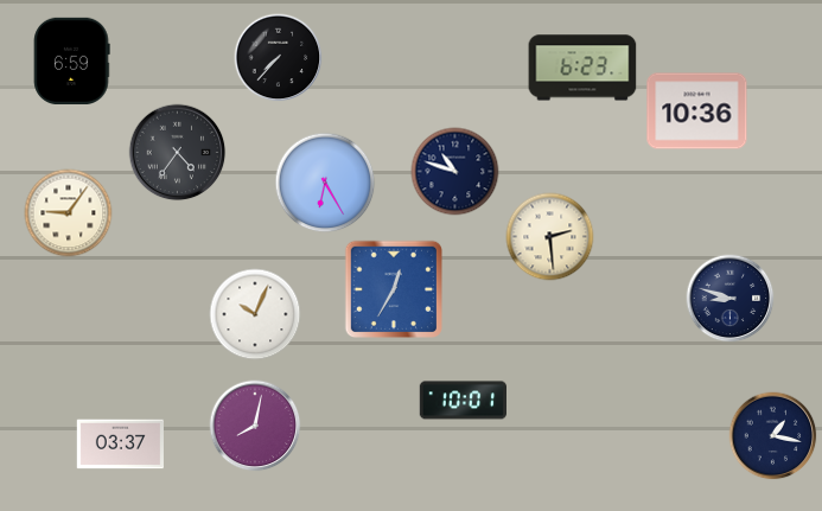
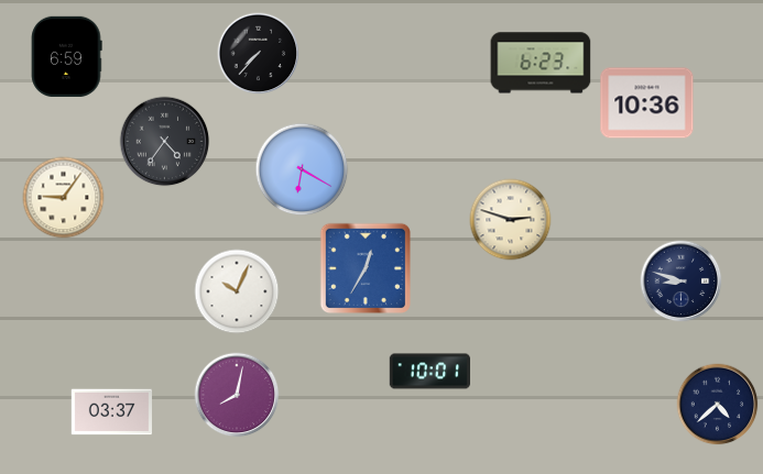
clock at (455, 172): 10:48 -> none
clock at (325, 183): 6:25 -> 6:20
clock at (550, 237): 2:29 -> 2:48
clock at (731, 299) position: (731, 299) -> (682, 282)
clock at (773, 436): 1:17 -> 4:38
